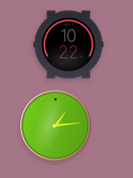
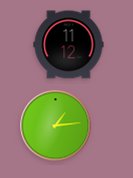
clock at (69, 45): 10:22 -> 11:12
